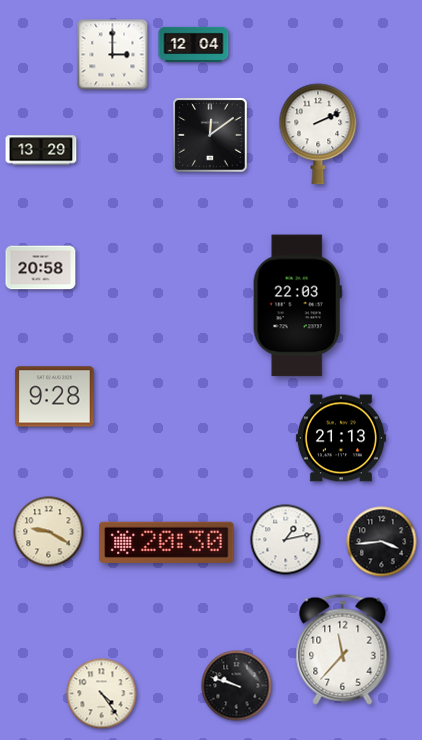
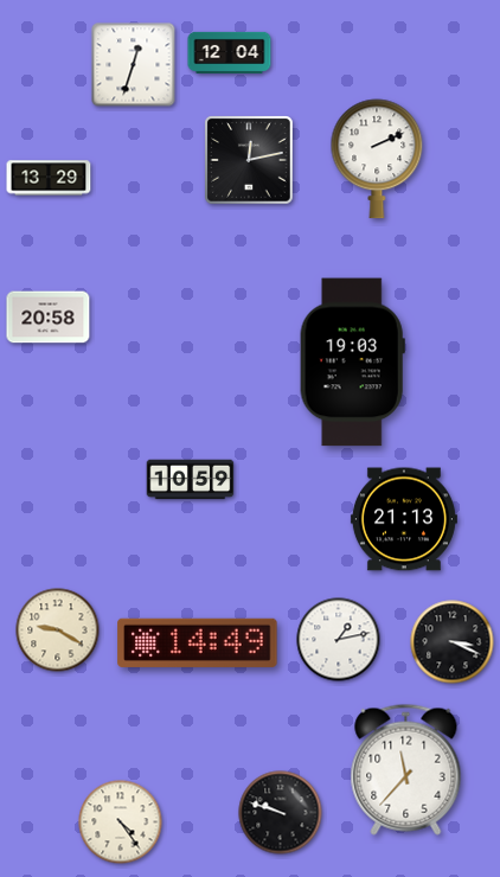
clock at (113, 55): 3:00 -> 12:33
clock at (210, 135): 12:09 -> 12:13
clock at (297, 306): 22:03 -> 19:03
clock at (55, 397): 9:28 -> none
clock at (191, 480): none -> 10:59
clock at (167, 542): 20:30 -> 14:49
clock at (382, 542): 3:44 -> 3:19
